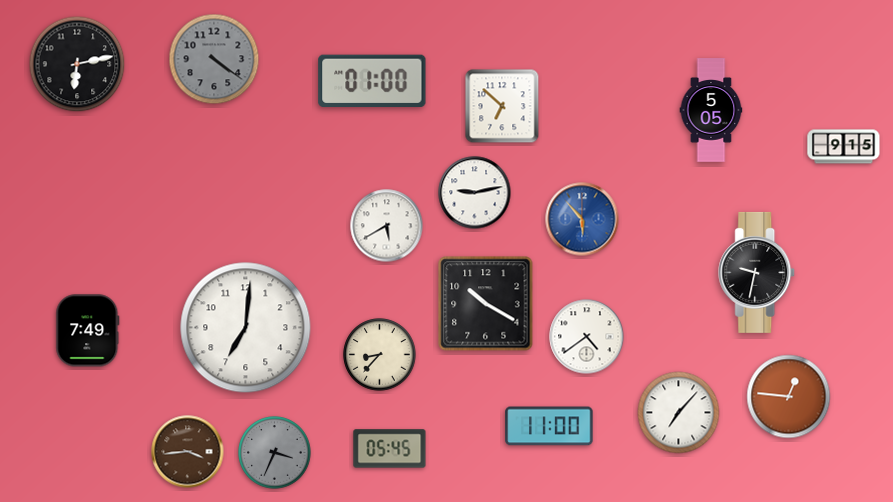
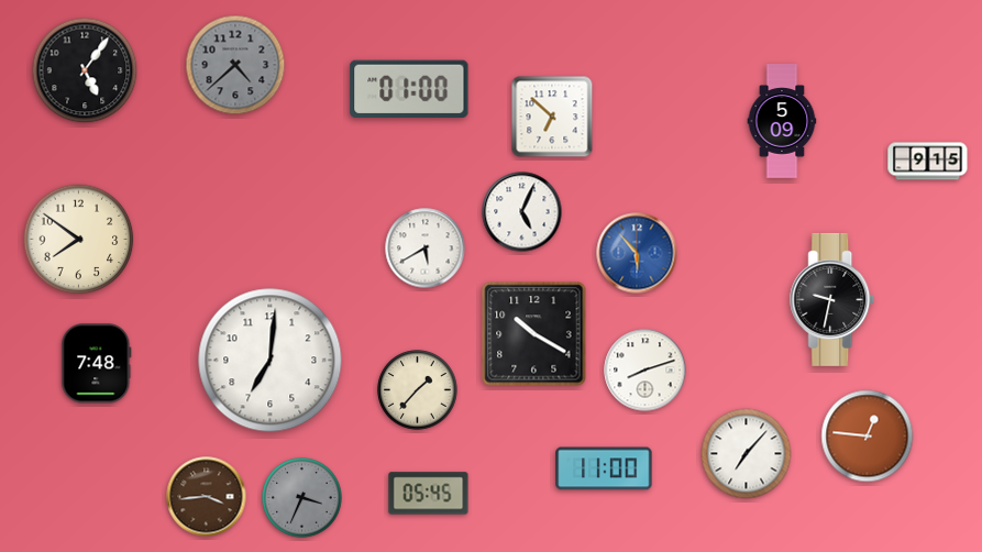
clock at (214, 59): 4:21 -> 4:38
clock at (77, 64): 6:13 -> 5:06
clock at (711, 110): 5:05 -> 5:09
clock at (475, 193): 9:13 -> 5:04
clock at (79, 240): none -> 7:51
clock at (582, 219) position: (582, 219) -> (637, 253)
clock at (88, 331): 7:49 -> 7:48
clock at (587, 337): 4:39 -> 8:12
clock at (380, 355): 8:37 -> 1:37
